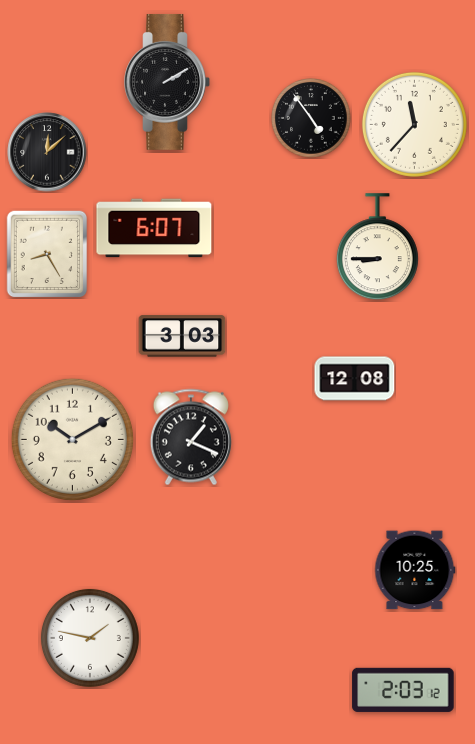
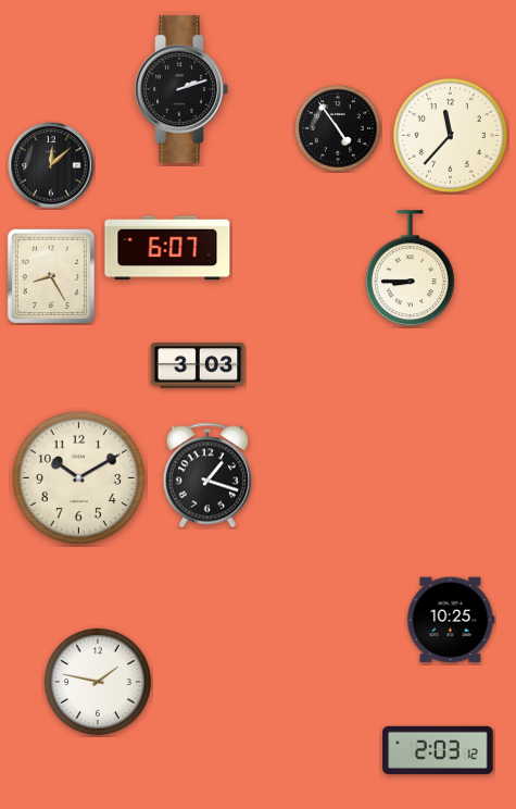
clock at (167, 82): 2:10 -> 2:12
clock at (355, 379): 12:08 -> none
clock at (191, 437): 1:19 -> 1:18
clock at (90, 638) position: (90, 638) -> (98, 682)
